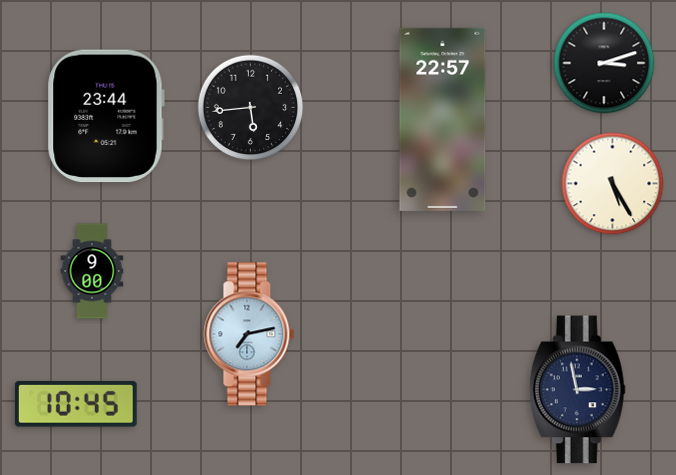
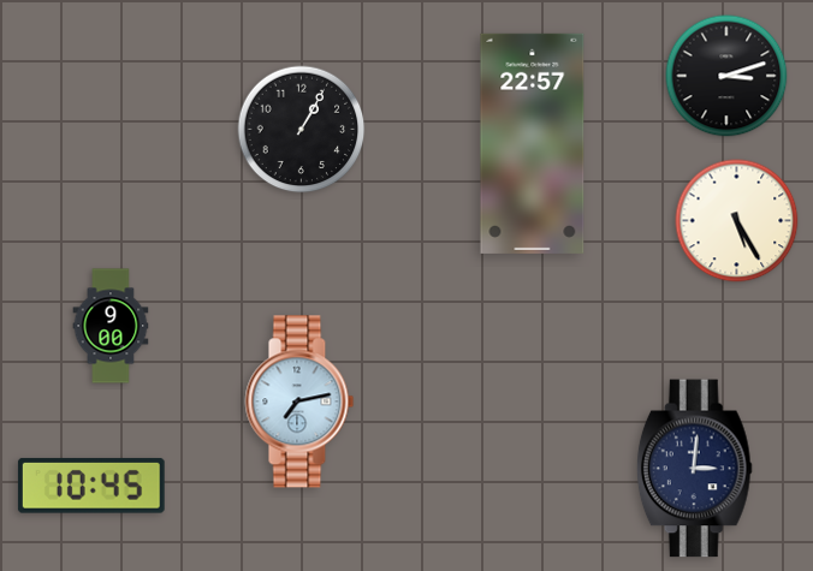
clock at (251, 108): 5:44 -> 1:05
clock at (106, 116): 23:44 -> none
clock at (577, 390): 2:58 -> 3:01
